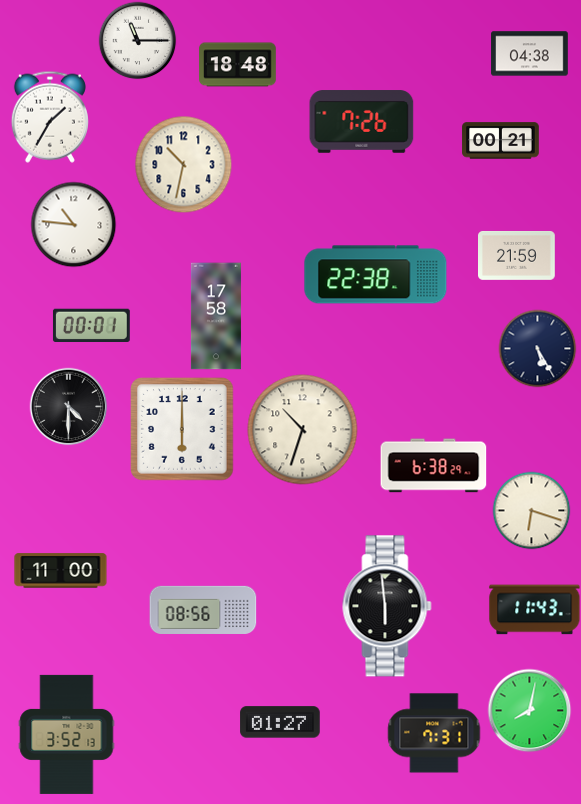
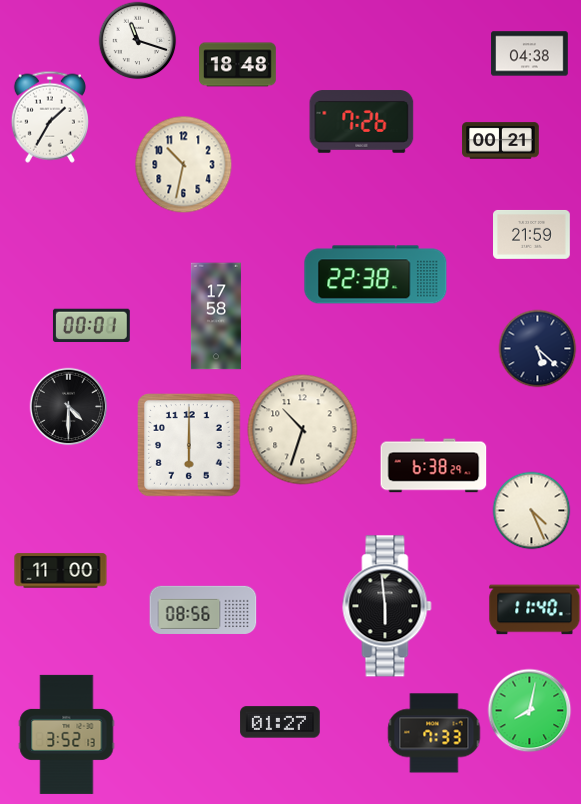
clock at (137, 40): 11:15 -> 11:18
clock at (73, 224): 10:46 -> none
clock at (517, 255) position: (517, 255) -> (532, 234)
clock at (537, 348): 5:25 -> 5:22
clock at (182, 429) position: (182, 429) -> (189, 445)
clock at (531, 510): 6:18 -> 4:26
clock at (535, 610): 11:43 -> 11:40
clock at (434, 733): 7:31 -> 7:33
